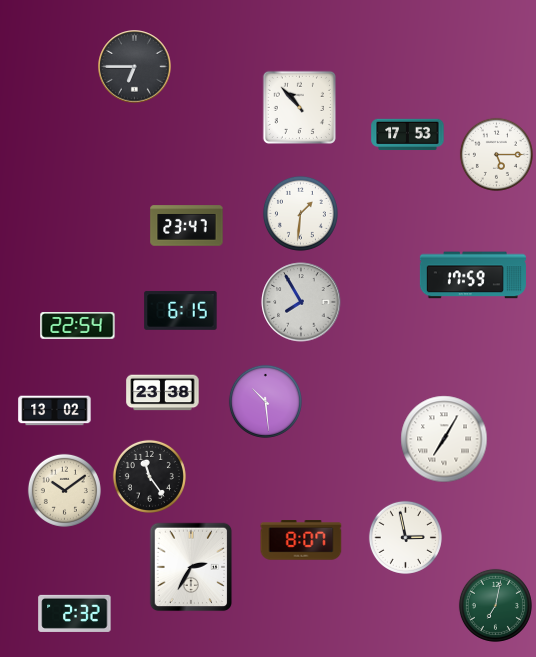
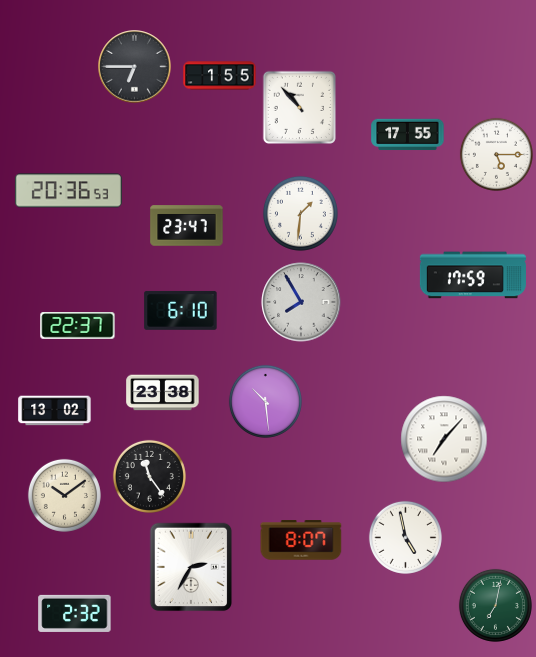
clock at (220, 76): none -> 1:55
clock at (408, 135): 17:53 -> 17:55
clock at (68, 191): none -> 20:36
clock at (181, 311): 6:15 -> 6:10
clock at (78, 326): 22:54 -> 22:37
clock at (444, 439): 7:05 -> 7:07
clock at (64, 490) position: (64, 490) -> (64, 495)
clock at (405, 537): 2:58 -> 4:58
